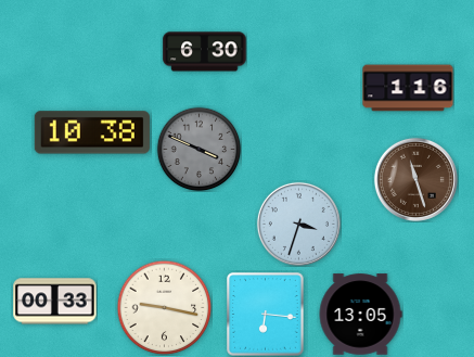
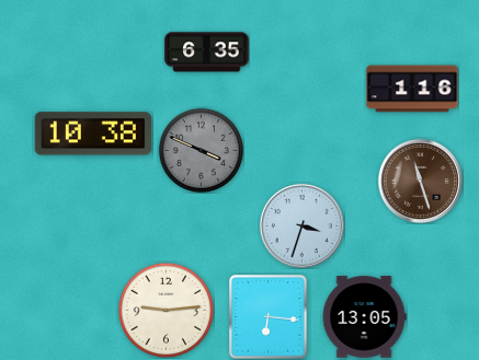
clock at (205, 52): 6:30 -> 6:35
clock at (55, 302): 00:33 -> none
clock at (164, 307): 9:17 -> 9:14
